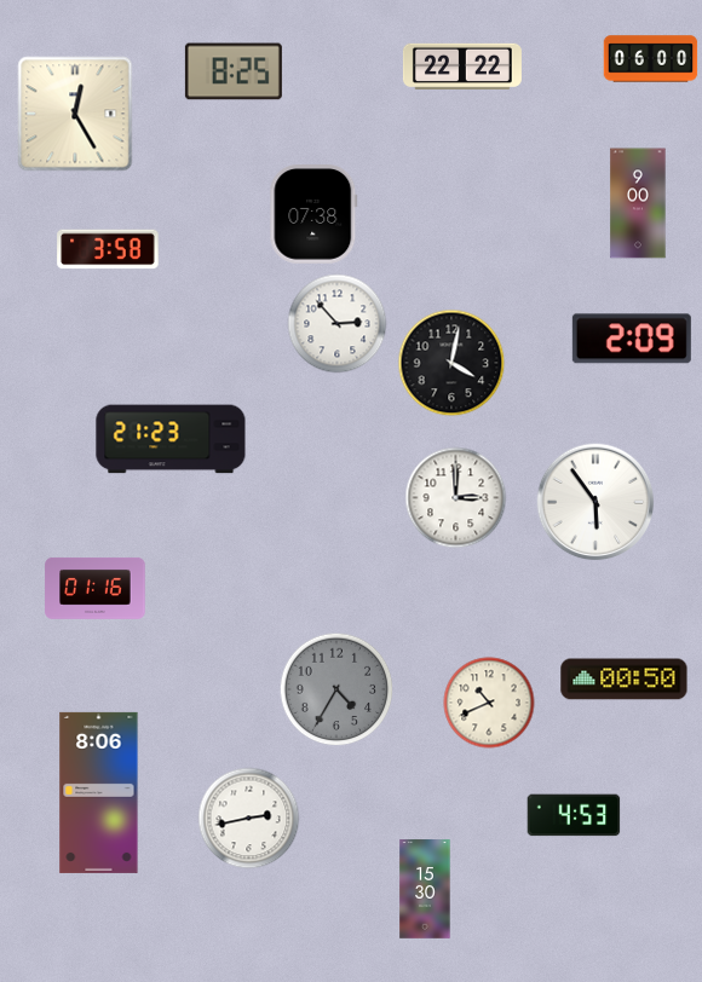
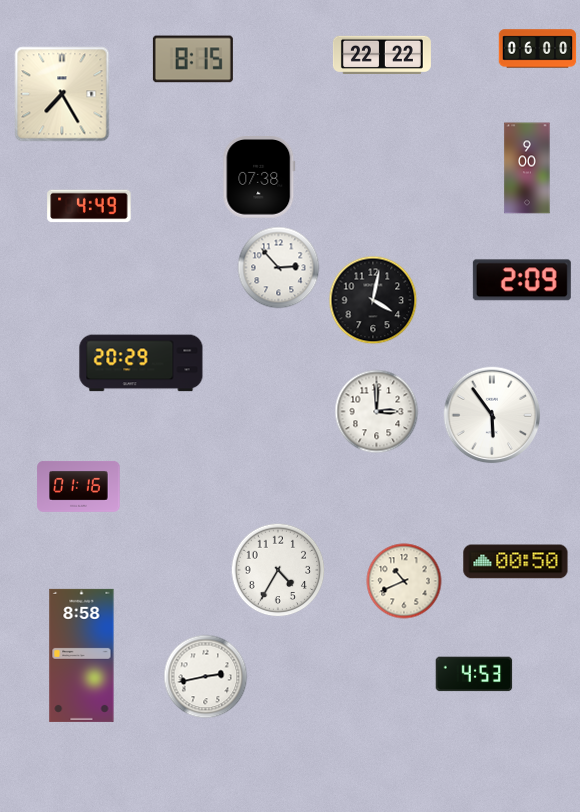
clock at (234, 71): 8:25 -> 8:15
clock at (75, 114): 12:25 -> 7:25
clock at (108, 249): 3:58 -> 4:49
clock at (171, 439): 21:23 -> 20:29
clock at (336, 689) dial: grey -> white
clock at (99, 792): 8:06 -> 8:58
clock at (425, 889): 15:30 -> none
